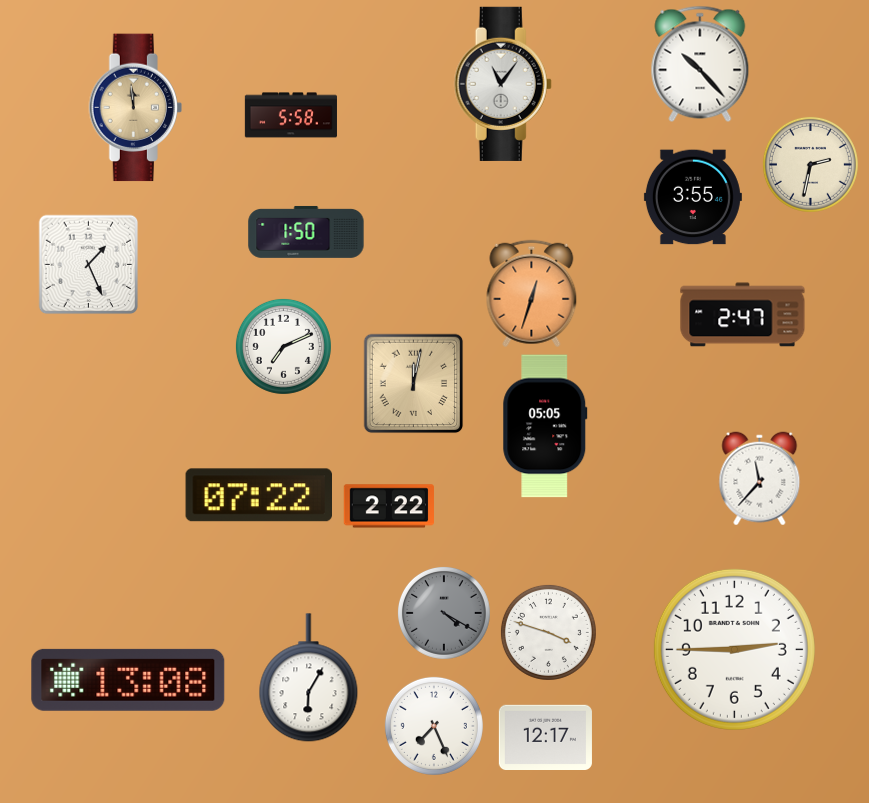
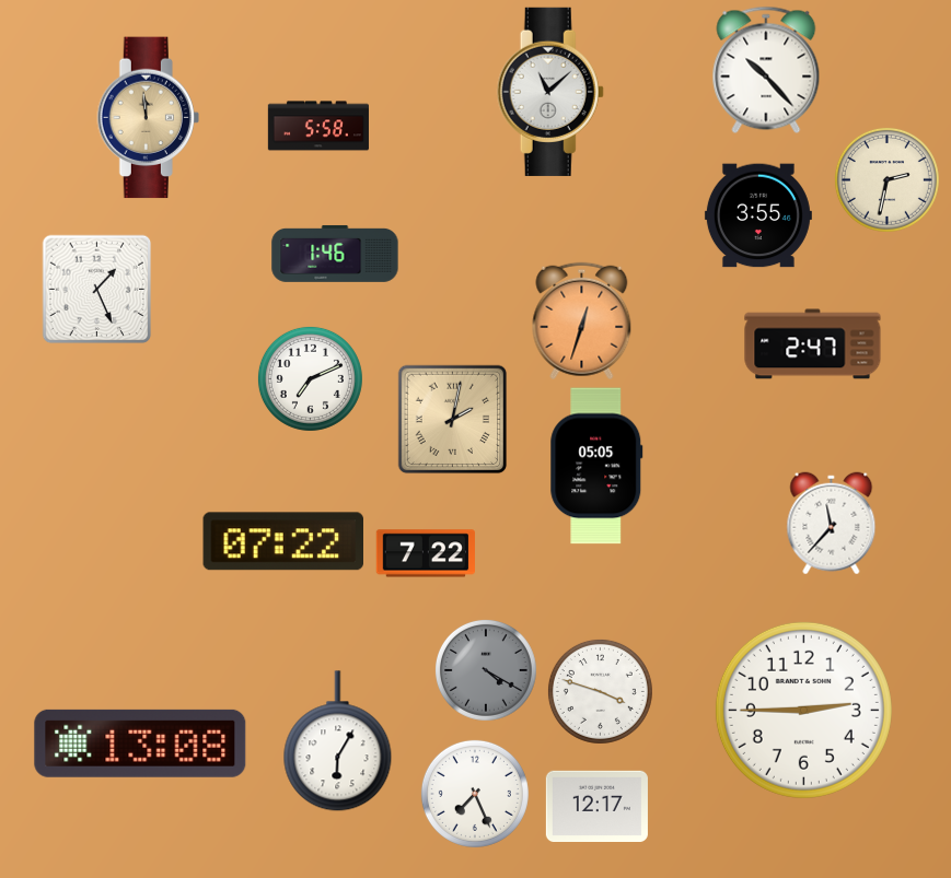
clock at (503, 84): 11:06 -> 11:08
clock at (306, 232): 1:50 -> 1:46
clock at (413, 383): 12:02 -> 2:02
clock at (389, 506): 2:22 -> 7:22
